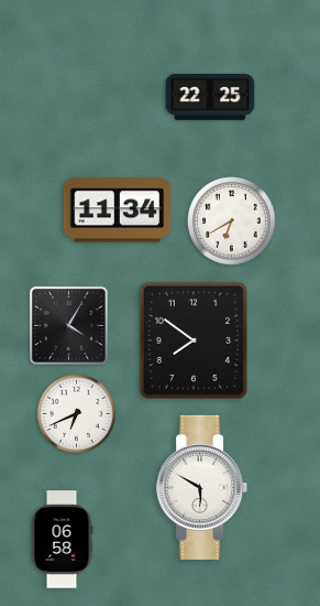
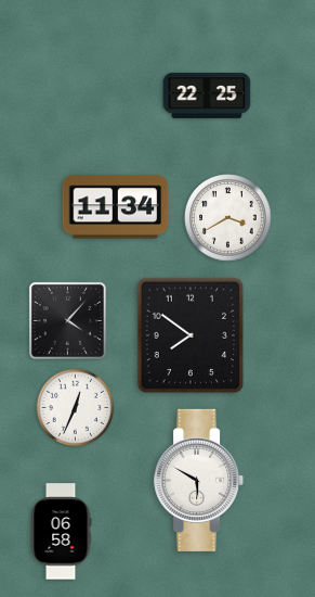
clock at (232, 221): 6:40 -> 3:40
clock at (68, 325): 4:05 -> 4:07
clock at (77, 414): 6:41 -> 12:34
